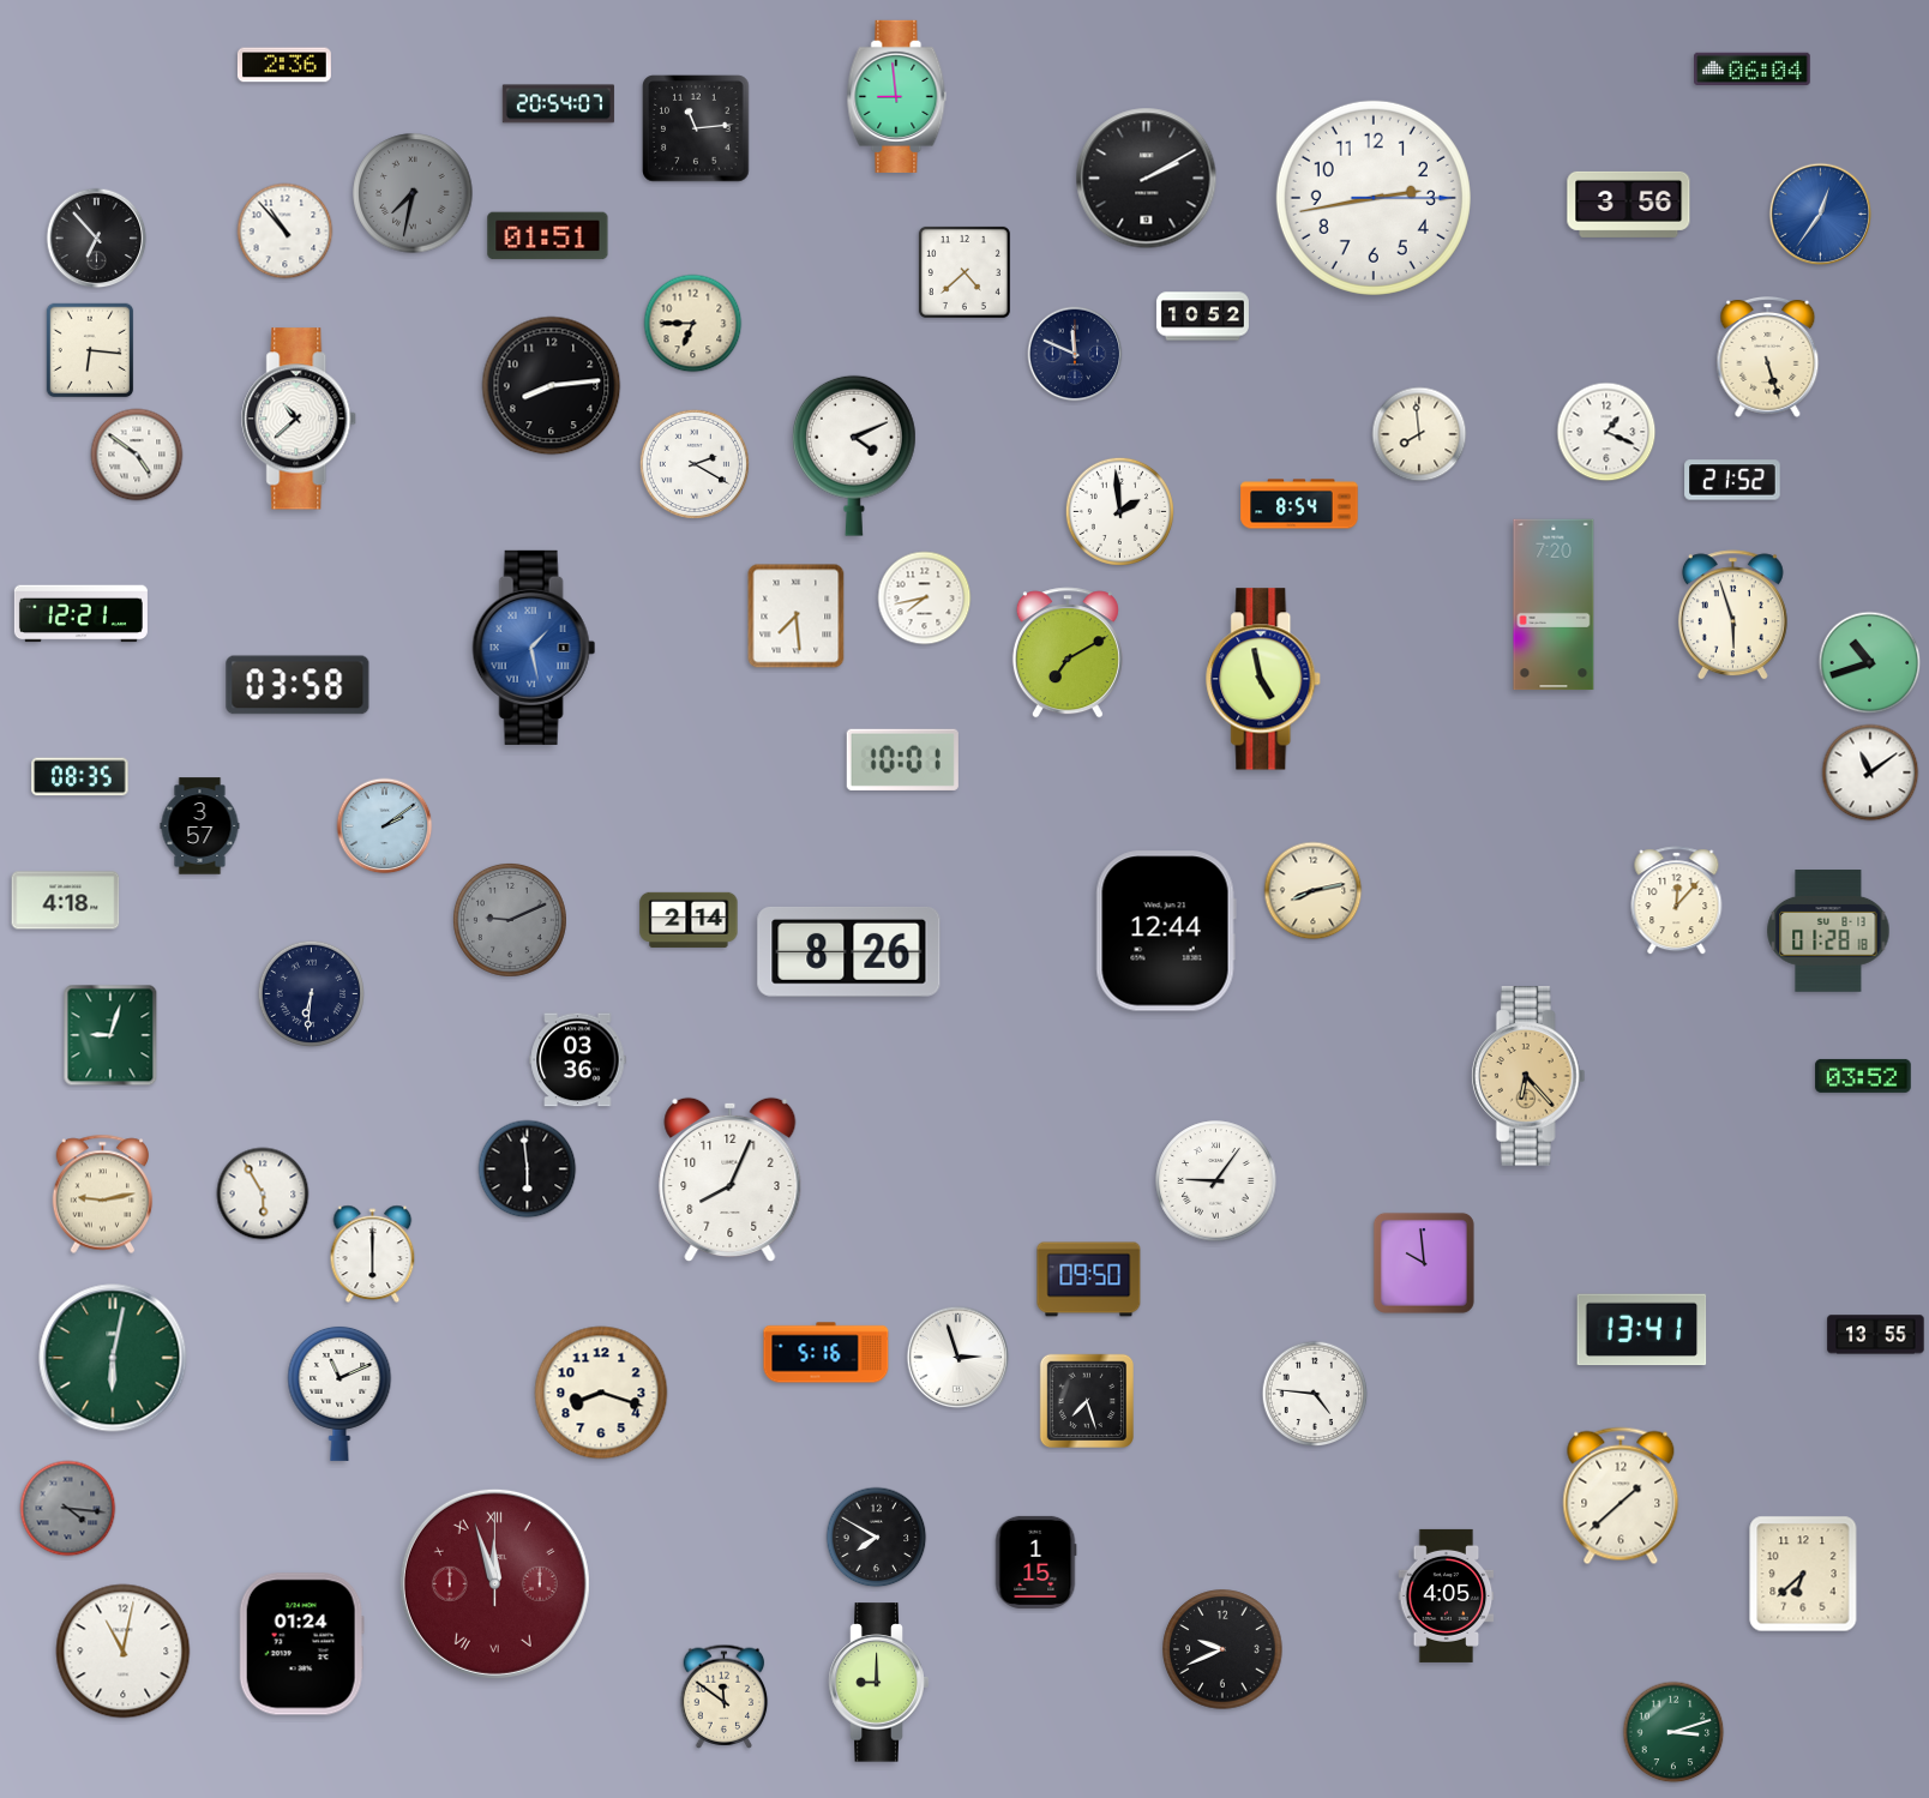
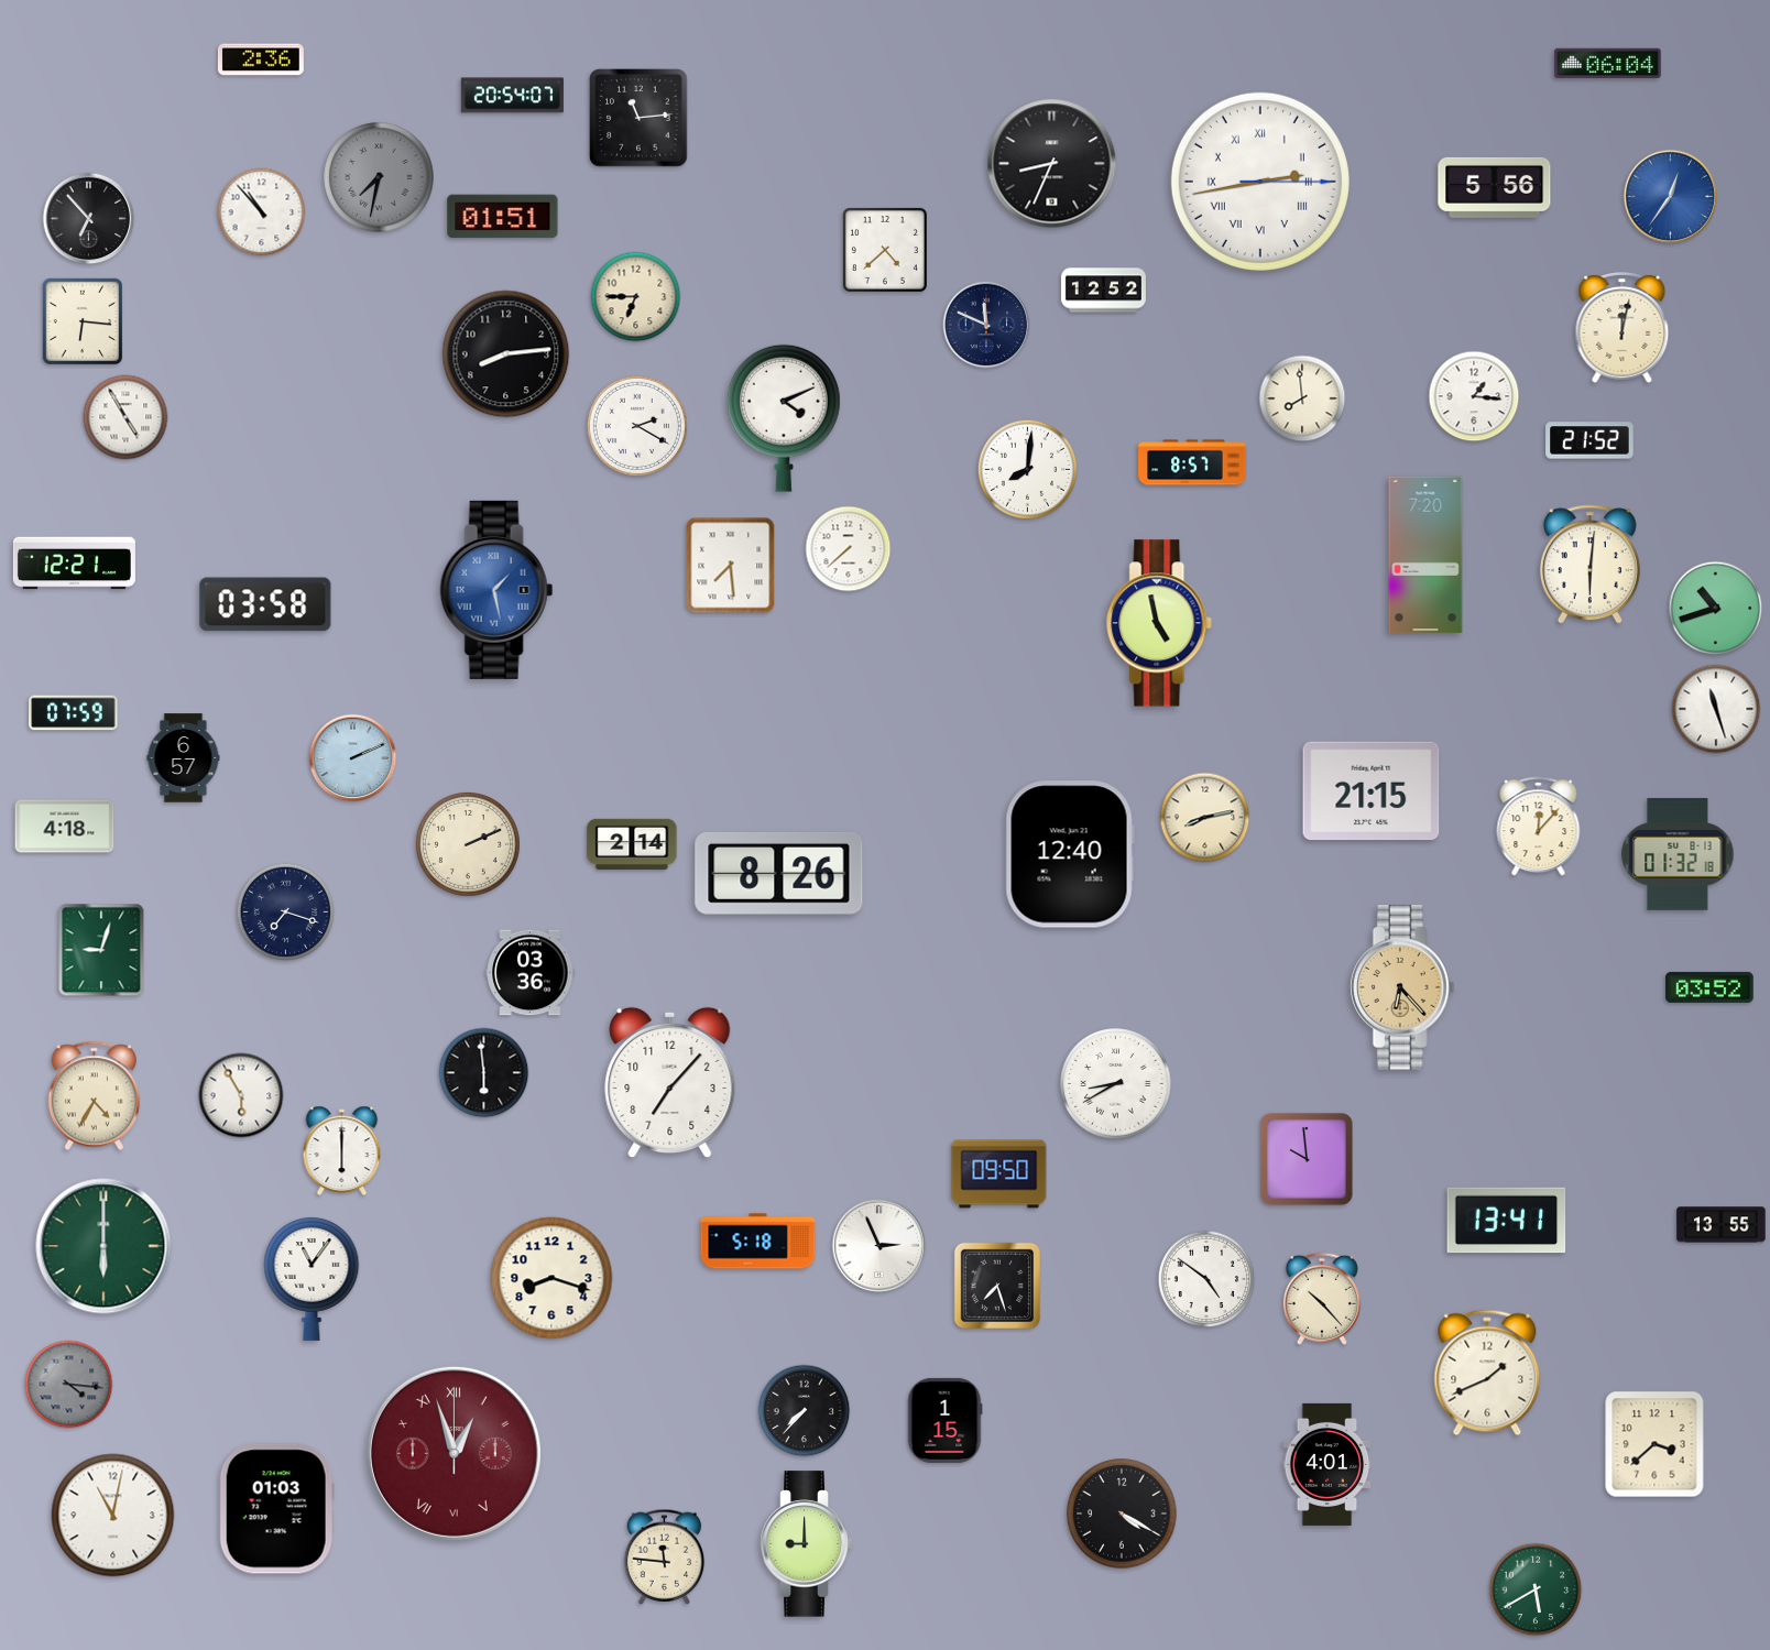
clock at (897, 96): 8:59 -> none
clock at (1147, 179): 2:10 -> 8:34
clock at (1374, 198) numerals: Arabic -> Roman
clock at (1629, 204): 3:56 -> 5:56
clock at (1202, 317): 10:52 -> 12:52
clock at (1768, 357): 5:27 -> 12:02
clock at (300, 419): 10:38 -> none
clock at (1606, 432): 1:19 -> 1:16
clock at (137, 455): 4:51 -> 4:55
clock at (1299, 504): 8:54 -> 8:57
clock at (1119, 511): 1:59 -> 8:01
clock at (925, 599): 7:43 -> 7:38
clock at (1732, 615): 5:57 -> 6:01
clock at (534, 648) position: (534, 648) -> (496, 590)
clock at (1068, 653): 7:10 -> none
clock at (298, 685) position: (298, 685) -> (265, 604)
clock at (902, 759): 10:01 -> none
clock at (1870, 772): 11:09 -> 11:27
clock at (80, 777): 08:35 -> 07:59
clock at (200, 826): 3:57 -> 6:57
clock at (385, 826): 2:09 -> 2:11
clock at (1372, 791): none -> 21:15
clock at (66, 901) position: (66, 901) -> (65, 827)
clock at (510, 920): 9:11 -> 2:11
clock at (510, 920) dial: grey -> cream
clock at (1166, 931): 12:44 -> 12:40
clock at (1828, 932): 01:28 -> 01:32
clock at (311, 993): 6:31 -> 7:18
clock at (731, 1180): 8:04 -> 7:07
clock at (1216, 1181): 9:06 -> 8:40
clock at (103, 1195): 9:13 -> 4:35
clock at (827, 1353): 5:16 -> 5:18
clock at (113, 1358): 6:02 -> 6:00
clock at (959, 1358): 2:57 -> 2:56
clock at (339, 1393): 11:11 -> 11:06
clock at (1315, 1394): 4:46 -> 4:51
clock at (1322, 1299): none -> 10:23
clock at (1621, 1496): 1:38 -> 1:41
clock at (68, 1509) position: (68, 1509) -> (69, 1385)
clock at (877, 1538): 7:50 -> 7:37
clock at (1035, 1562) position: (1035, 1562) -> (944, 1420)
clock at (1803, 1574): 6:38 -> 3:38
clock at (494, 1583): 11:57 -> 12:57
clock at (1447, 1595): 4:05 -> 4:01
clock at (301, 1644): 01:24 -> 01:03
clock at (1222, 1649): 9:41 -> 4:20
clock at (725, 1696): 11:51 -> 11:46
clock at (1673, 1732): 3:12 -> 5:40
